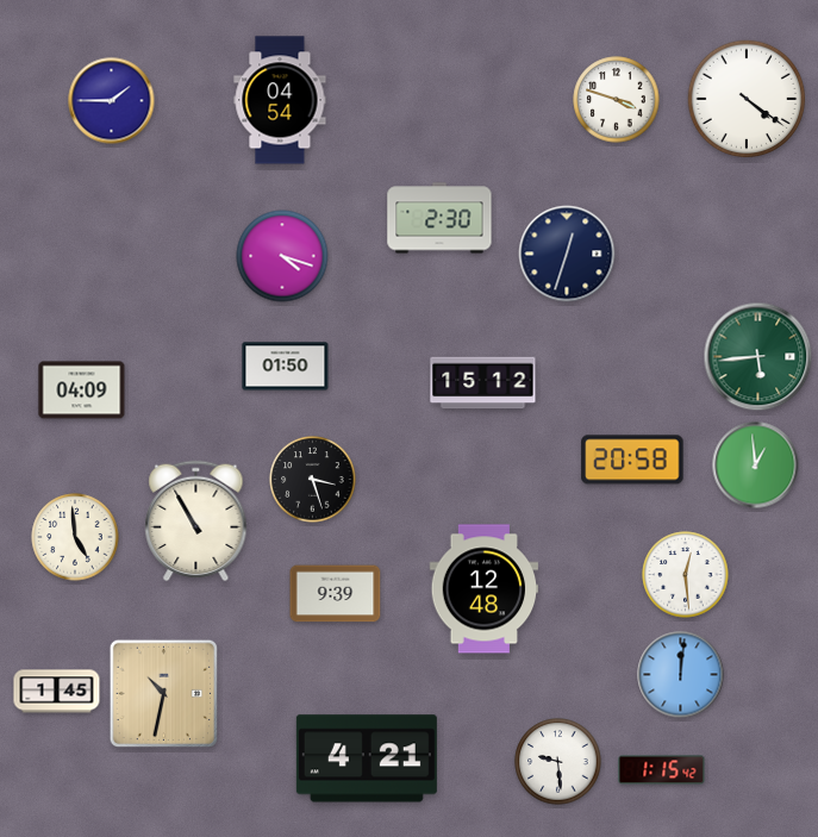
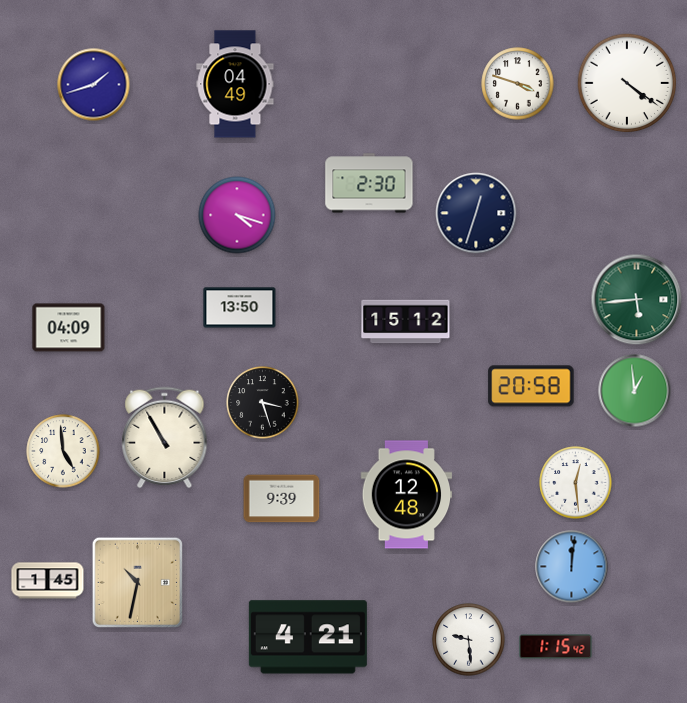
clock at (280, 100): 04:54 -> 04:49
clock at (112, 101): 1:45 -> 1:42
clock at (286, 367): 01:50 -> 13:50
